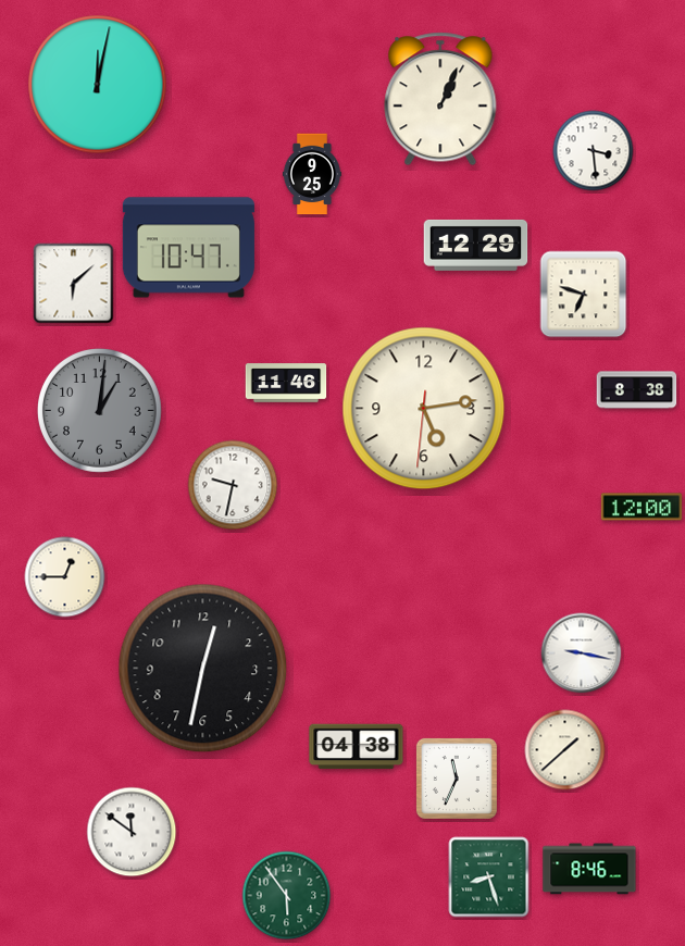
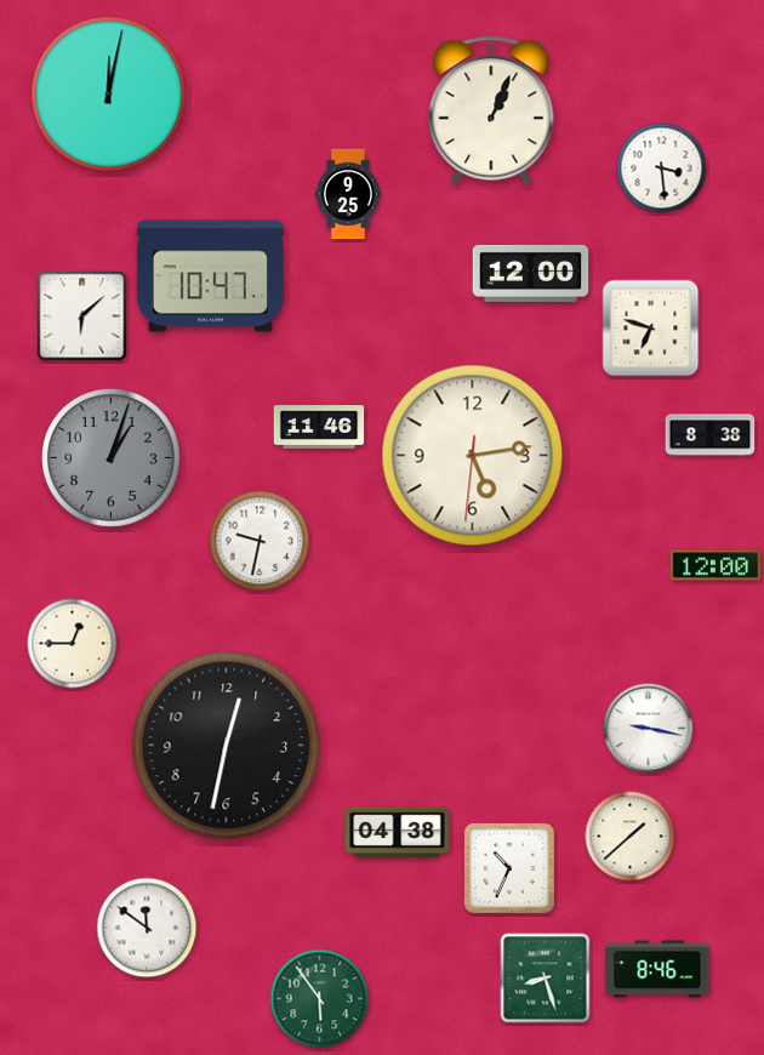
clock at (476, 245): 12:29 -> 12:00
clock at (100, 410): 1:01 -> 1:03
clock at (457, 779): 11:34 -> 10:34
